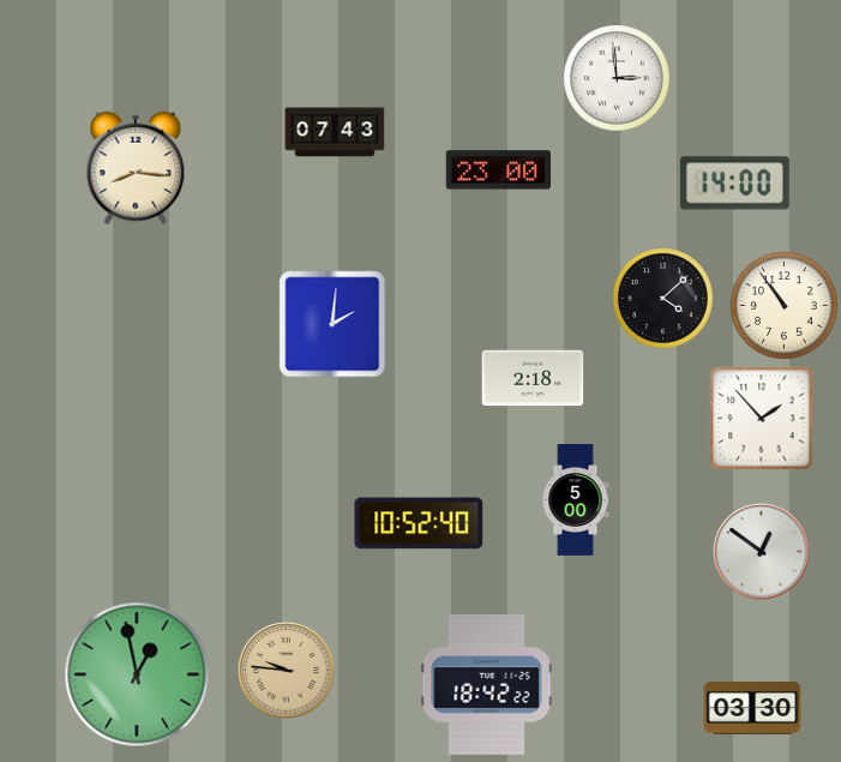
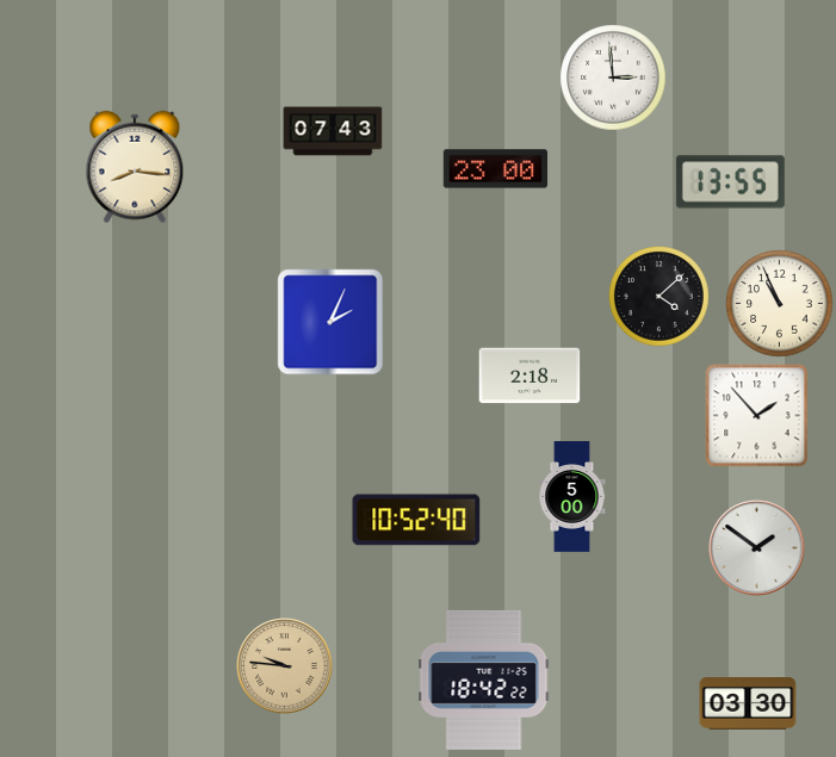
clock at (734, 184): 14:00 -> 13:55
clock at (785, 306): 10:54 -> 10:56
clock at (332, 324): 2:01 -> 2:04
clock at (762, 552): 12:51 -> 1:51
clock at (137, 674): 12:58 -> none
